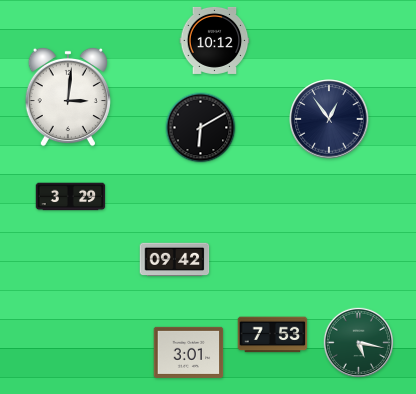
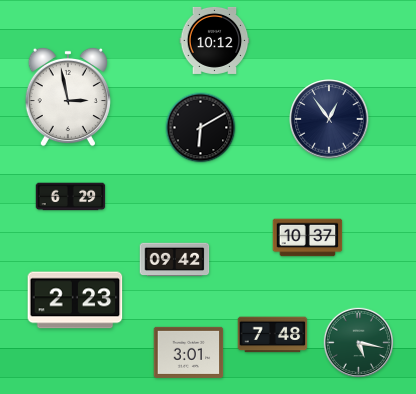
clock at (68, 97): 3:01 -> 2:58
clock at (71, 197): 3:29 -> 6:29
clock at (308, 238): none -> 10:37
clock at (75, 300): none -> 2:23
clock at (273, 335): 7:53 -> 7:48
